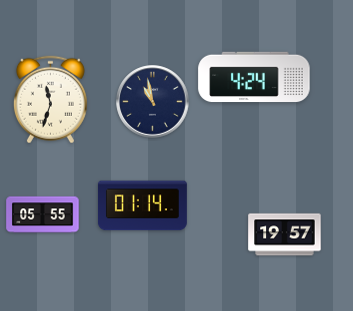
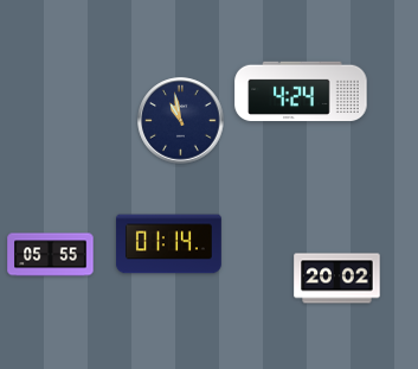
clock at (50, 100): 11:33 -> none
clock at (285, 235): 19:57 -> 20:02
